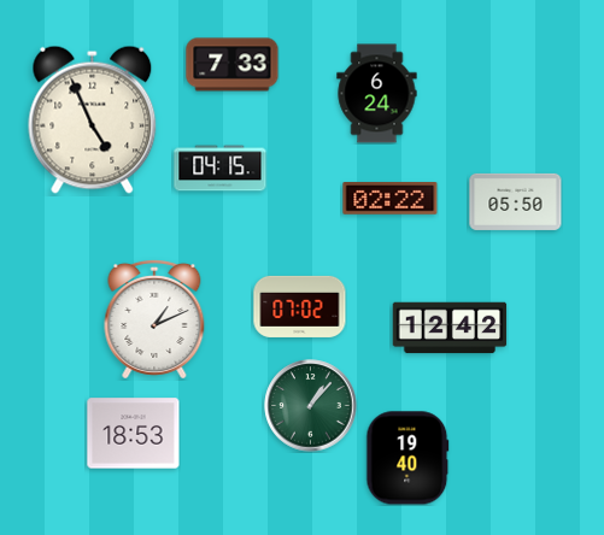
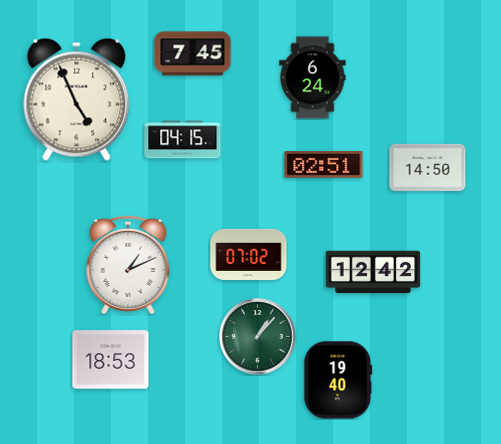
clock at (233, 65): 7:33 -> 7:45
clock at (391, 199): 02:22 -> 02:51
clock at (516, 201): 05:50 -> 14:50
